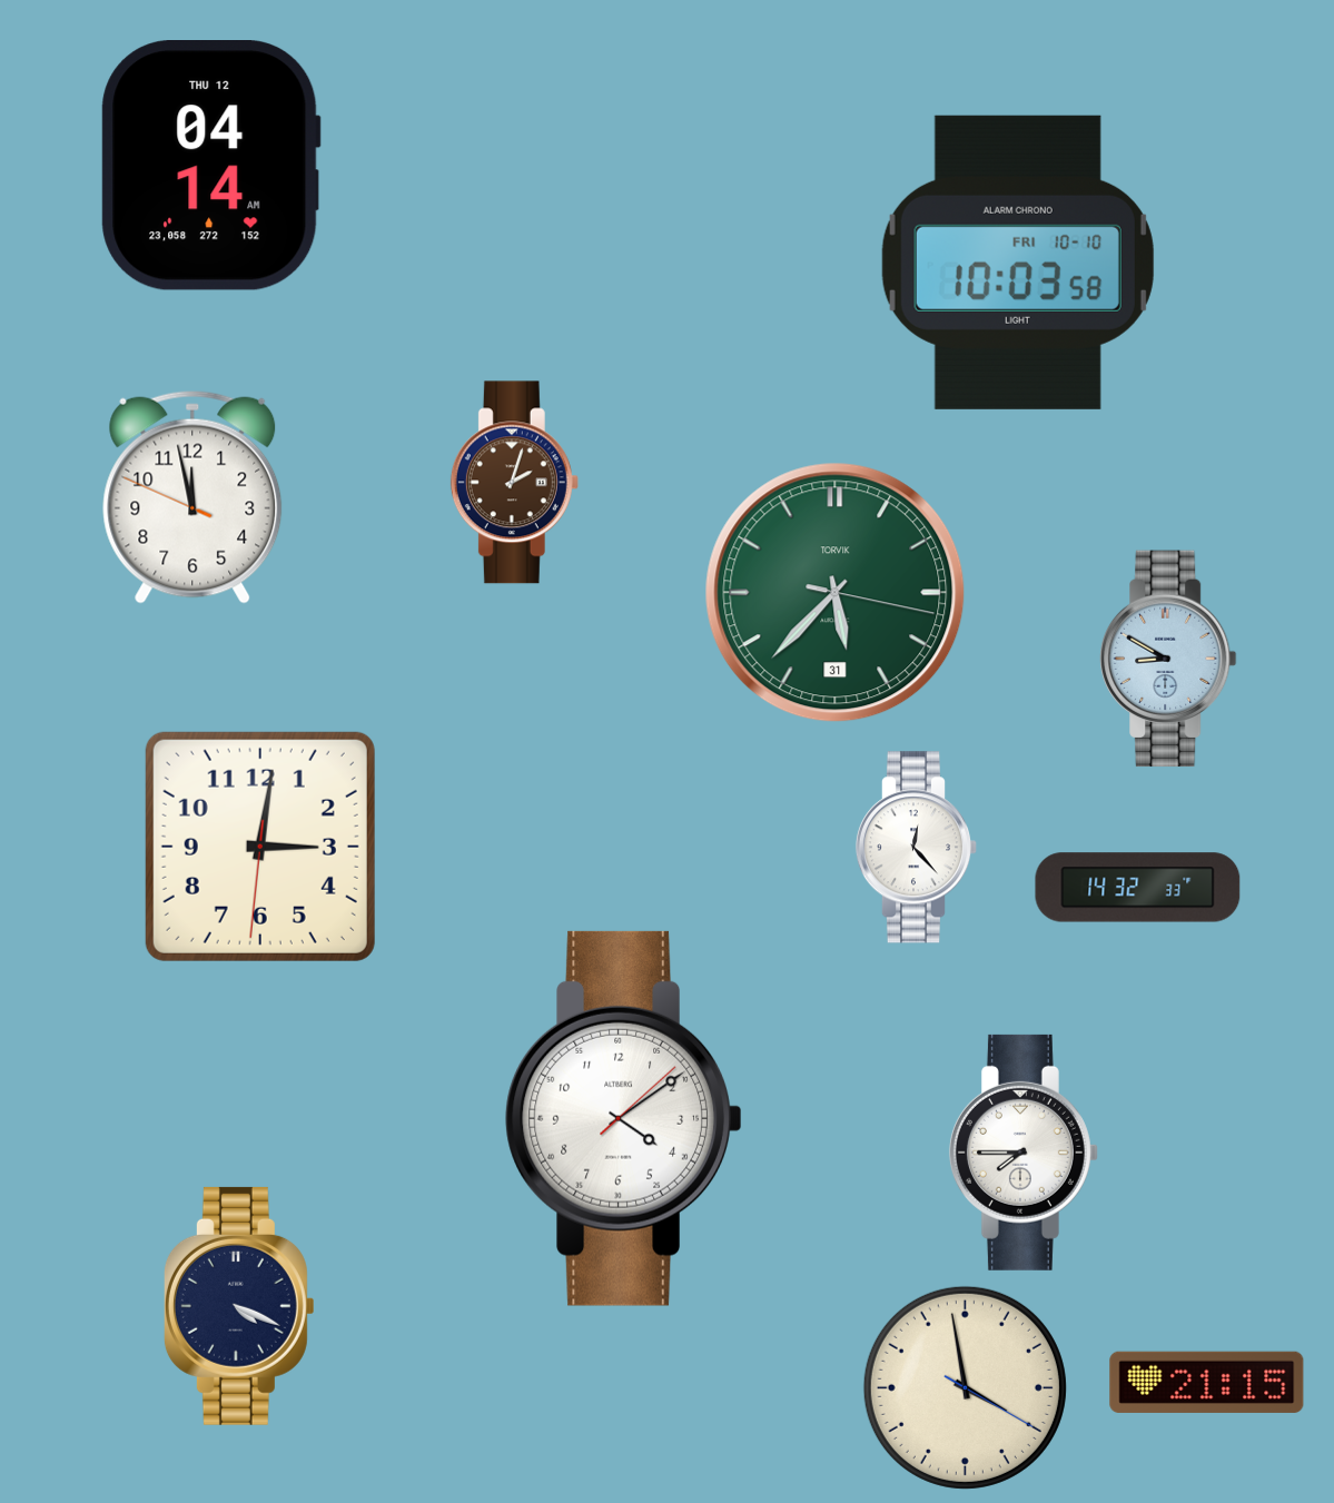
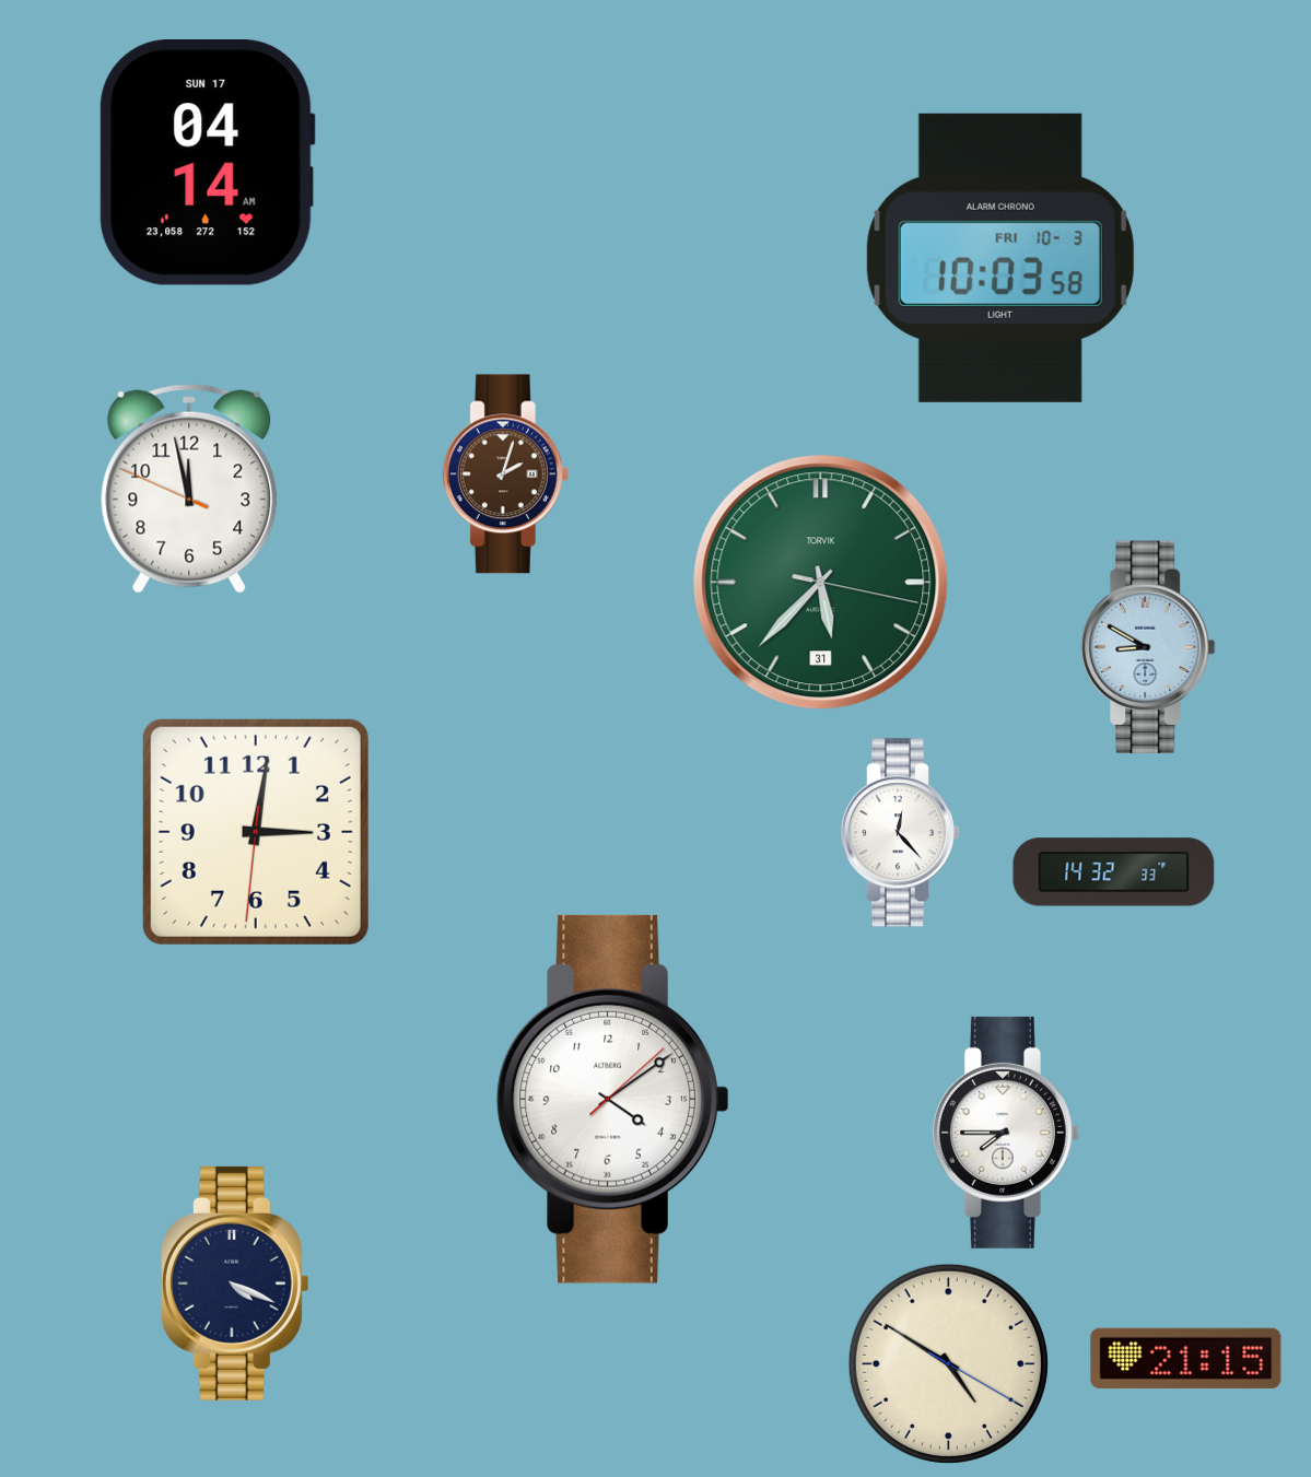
clock at (210, 166) date: THU 12 -> SUN 17
clock at (1018, 263) date: FRI 10-10 -> FRI 10-3
clock at (1138, 888) position: (1138, 888) -> (1114, 872)
clock at (965, 1387): 3:58 -> 4:50
